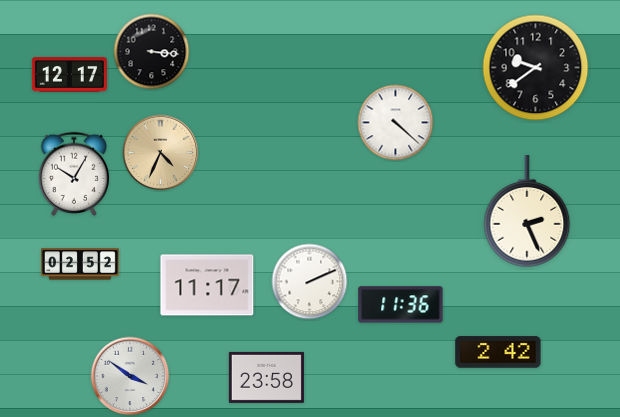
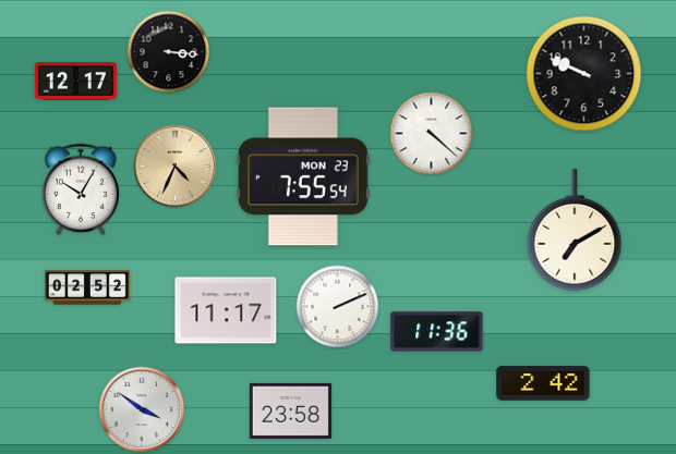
clock at (152, 52) position: (152, 52) -> (169, 52)
clock at (536, 68): 9:39 -> 9:49
clock at (303, 176): none -> 7:55
clock at (527, 212): 2:26 -> 7:10
